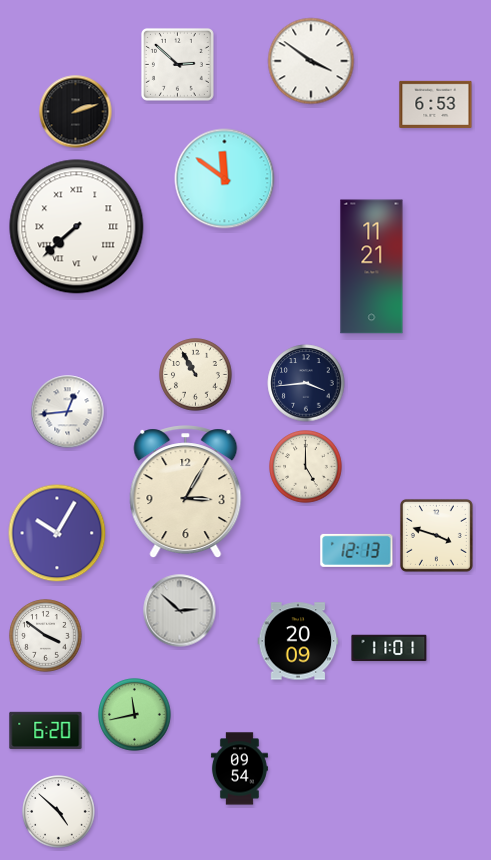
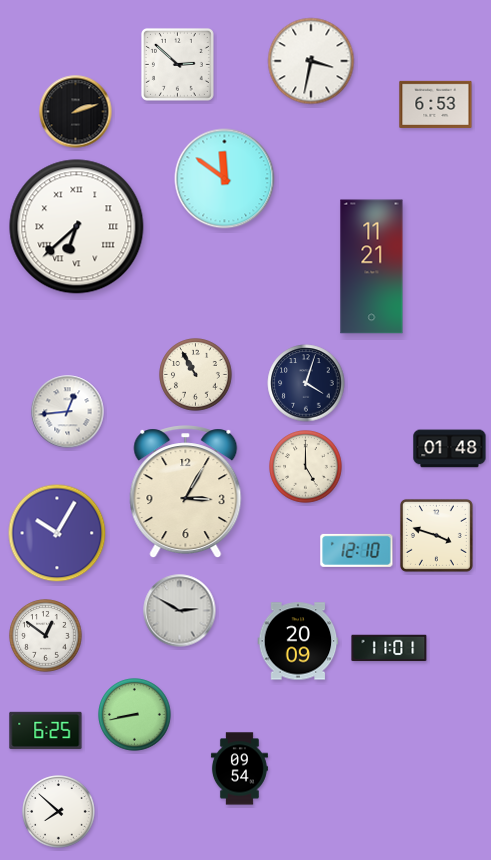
clock at (311, 61): 3:51 -> 3:32
clock at (77, 227): 7:38 -> 6:38
clock at (306, 383): 3:44 -> 4:03
clock at (450, 449): none -> 01:48
clock at (357, 550): 12:13 -> 12:10
clock at (180, 611): 2:52 -> 2:50
clock at (46, 636): 3:51 -> 12:51
clock at (135, 715): 11:43 -> 8:43
clock at (46, 731): 6:20 -> 6:25
clock at (59, 812): 4:52 -> 7:52
